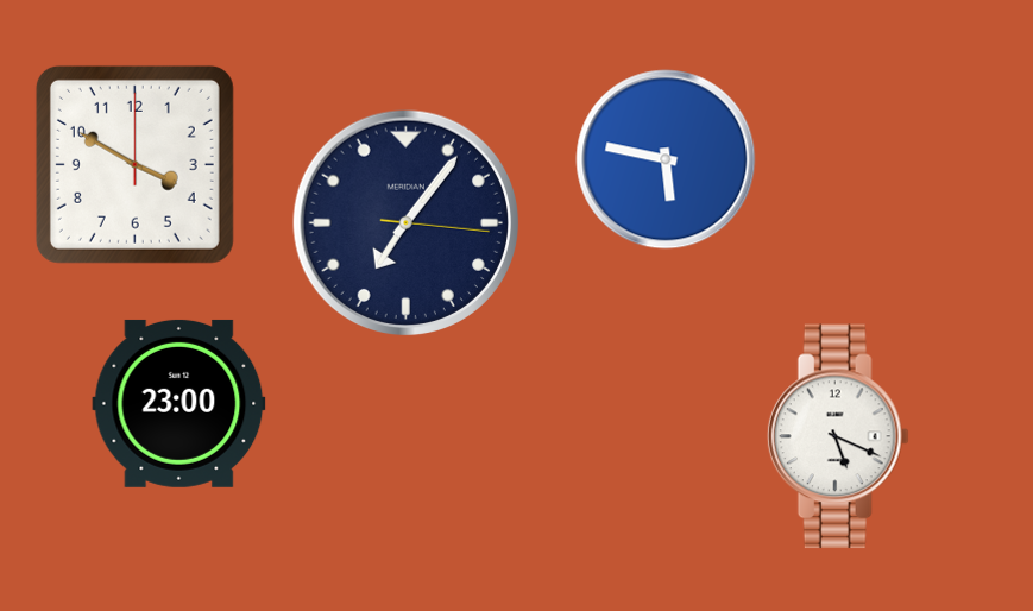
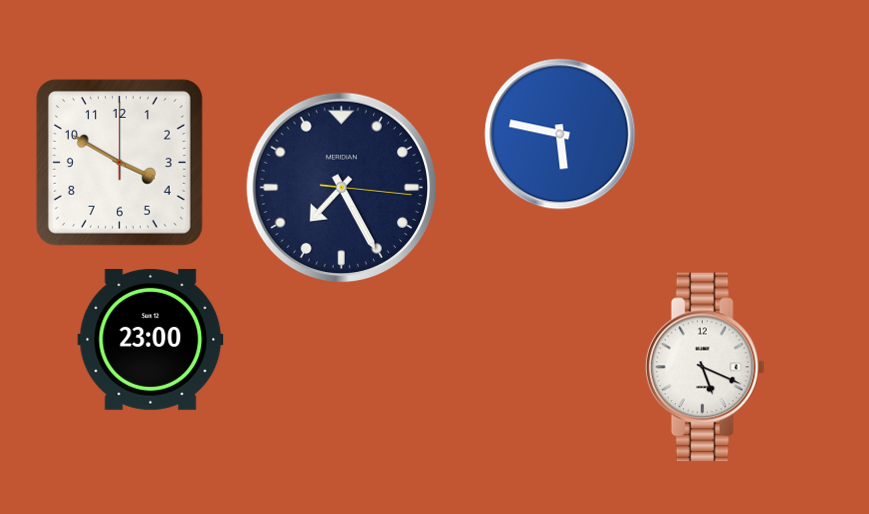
clock at (134, 164) position: (134, 164) -> (119, 162)
clock at (407, 223): 7:06 -> 7:25
